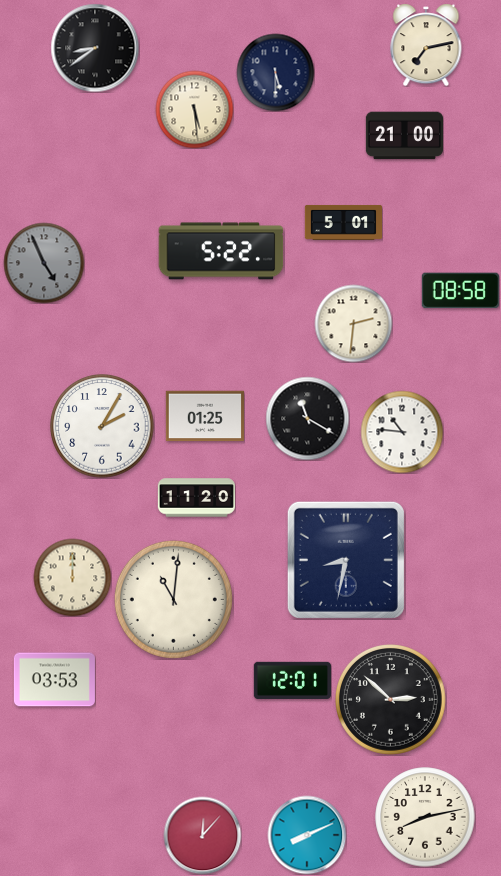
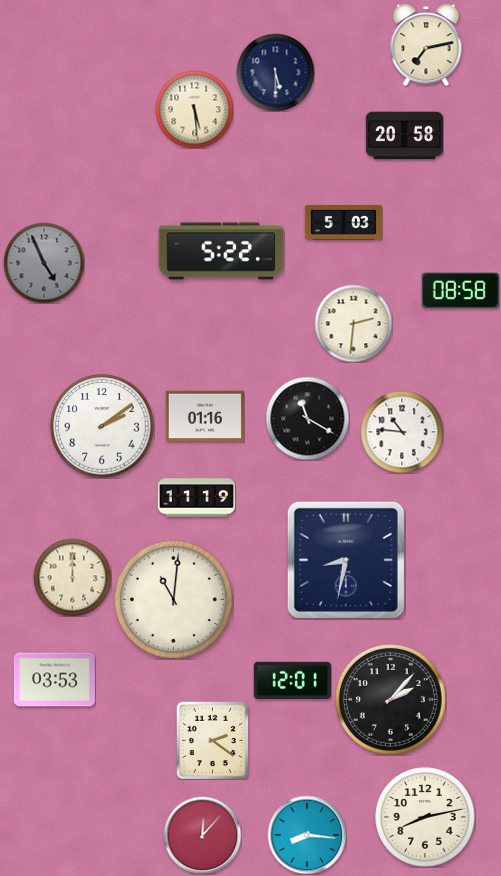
clock at (95, 48): 8:39 -> none
clock at (404, 136): 21:00 -> 20:58
clock at (343, 222): 5:01 -> 5:03
clock at (205, 416): 01:25 -> 01:16
clock at (102, 426): 2:05 -> 2:09
clock at (196, 498): 11:20 -> 11:19
clock at (391, 700): 2:52 -> 2:07
clock at (213, 740): none -> 2:21
clock at (307, 835): 8:11 -> 8:16
